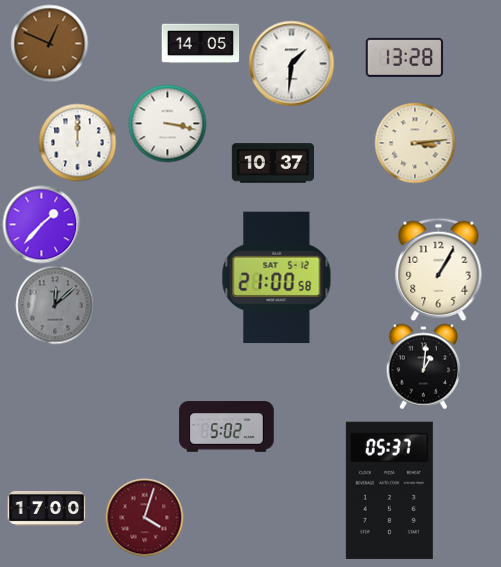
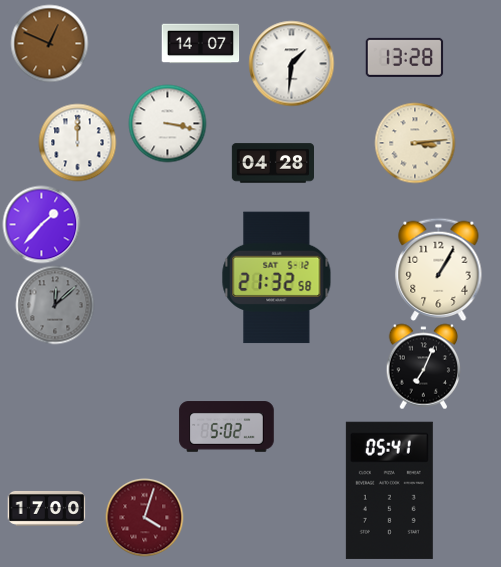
clock at (200, 44): 14:05 -> 14:07
clock at (272, 163): 10:37 -> 04:28
clock at (277, 278): 21:00 -> 21:32
clock at (423, 366): 1:01 -> 7:04
clock at (389, 490): 05:37 -> 05:41
